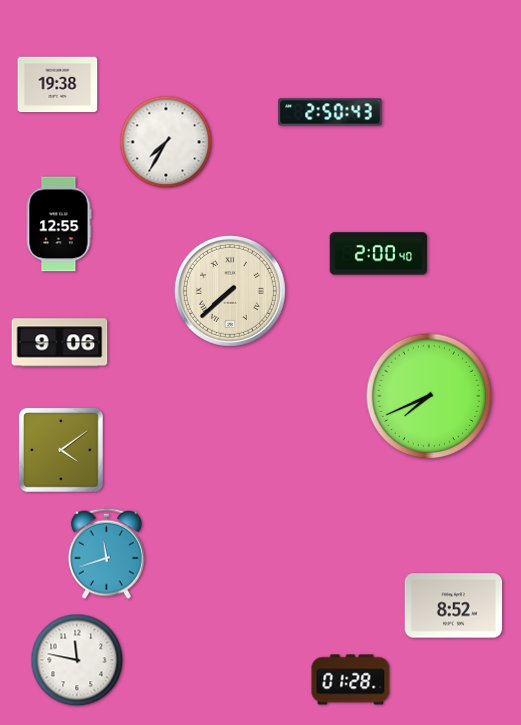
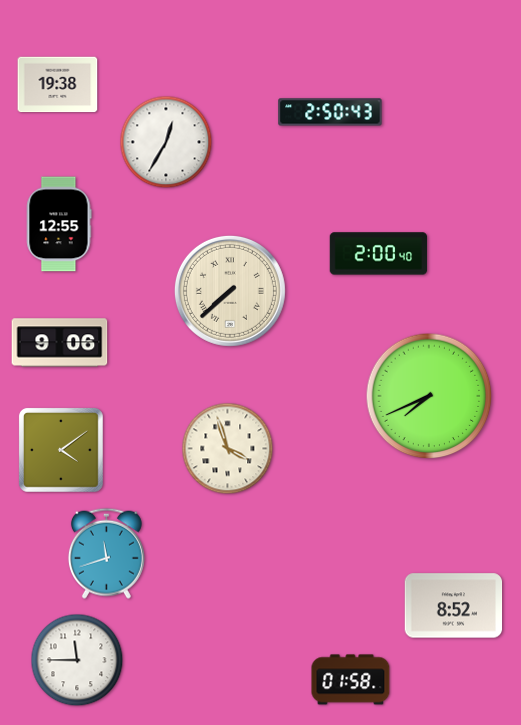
clock at (166, 142): 7:35 -> 12:35
clock at (228, 449): none -> 3:57
clock at (77, 660): 11:47 -> 11:45
clock at (351, 680): 01:28 -> 01:58
